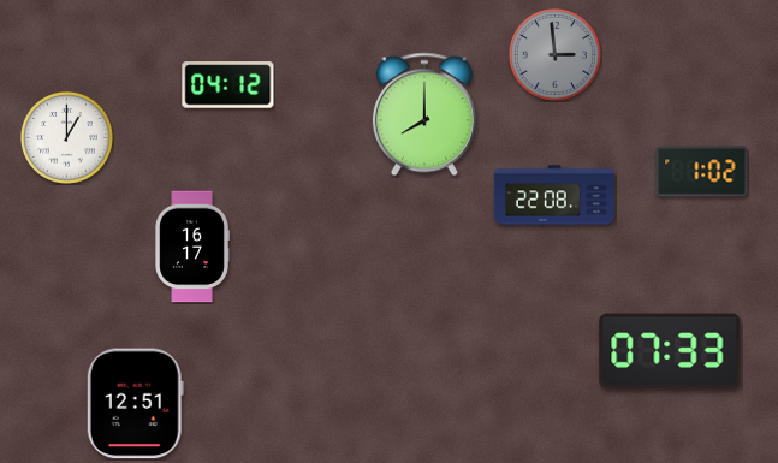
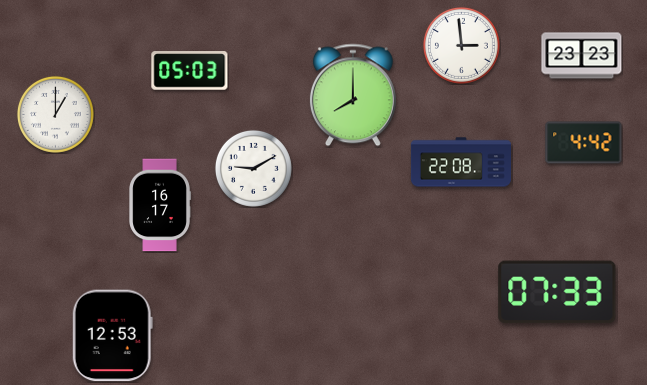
clock at (554, 54) dial: grey -> white
clock at (582, 56): none -> 23:23
clock at (228, 85): 04:12 -> 05:03
clock at (702, 172): 1:02 -> 4:42
clock at (253, 168): none -> 9:10
clock at (135, 404): 12:51 -> 12:53
